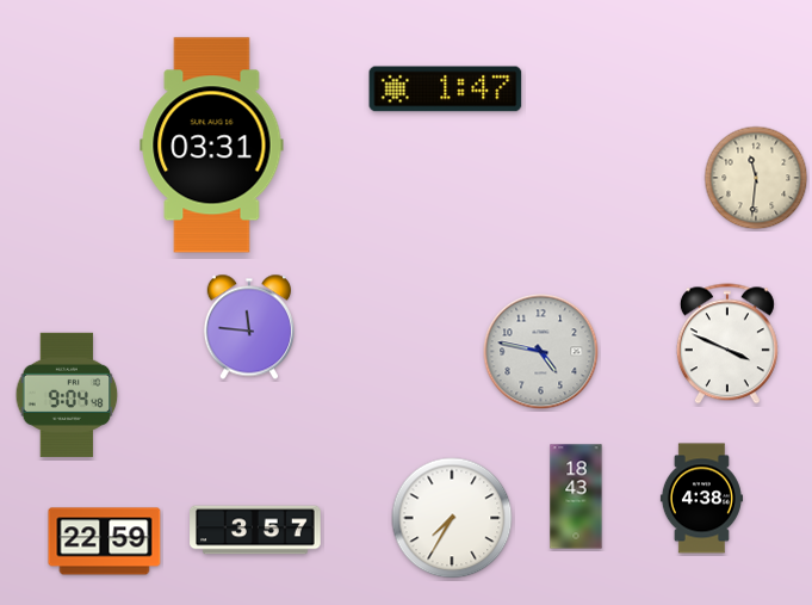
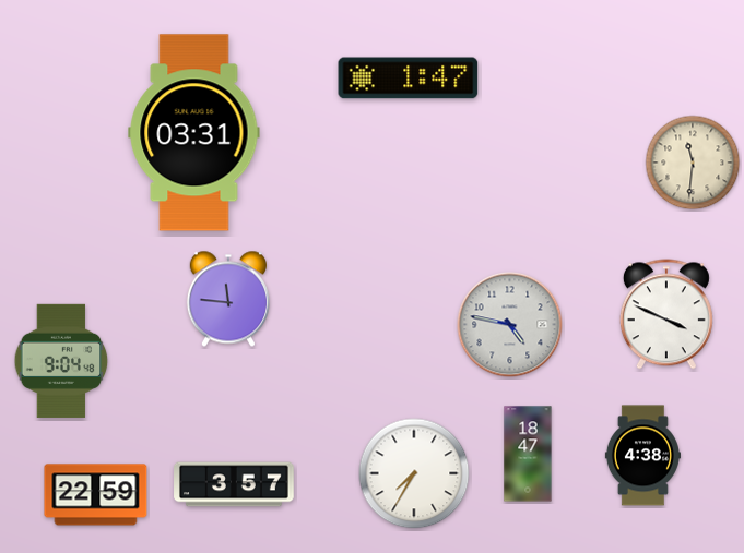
clock at (446, 89) position: (446, 89) -> (409, 79)
clock at (541, 352) position: (541, 352) -> (510, 325)
clock at (576, 496): 18:43 -> 18:47
